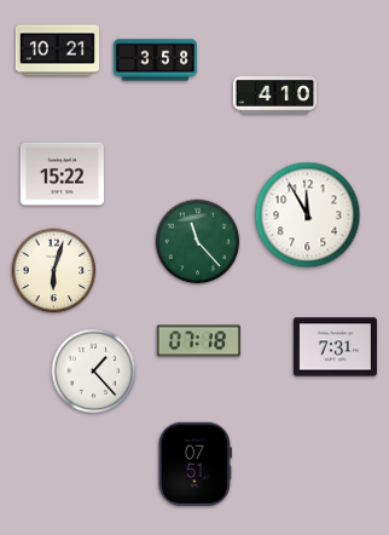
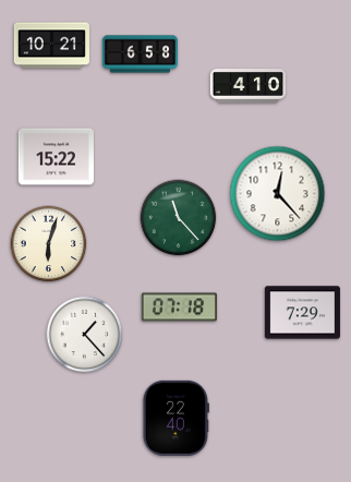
clock at (155, 61): 3:58 -> 6:58
clock at (308, 215): 11:55 -> 12:23
clock at (335, 347): 7:31 -> 7:29
clock at (194, 464): 07:51 -> 22:40
